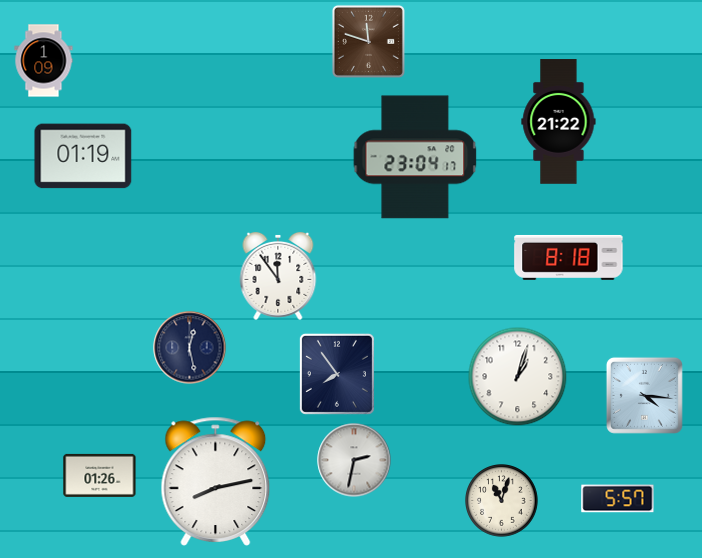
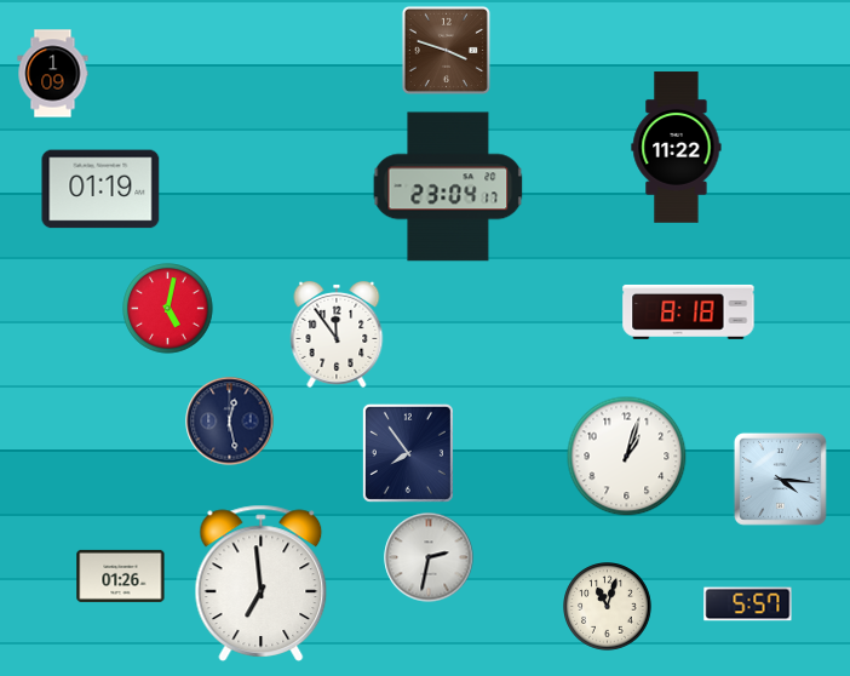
clock at (368, 41): 11:48 -> 3:48
clock at (559, 122): 21:22 -> 11:22
clock at (415, 157) position: (415, 157) -> (448, 187)
clock at (168, 309): none -> 5:02
clock at (216, 481): 8:13 -> 6:59
